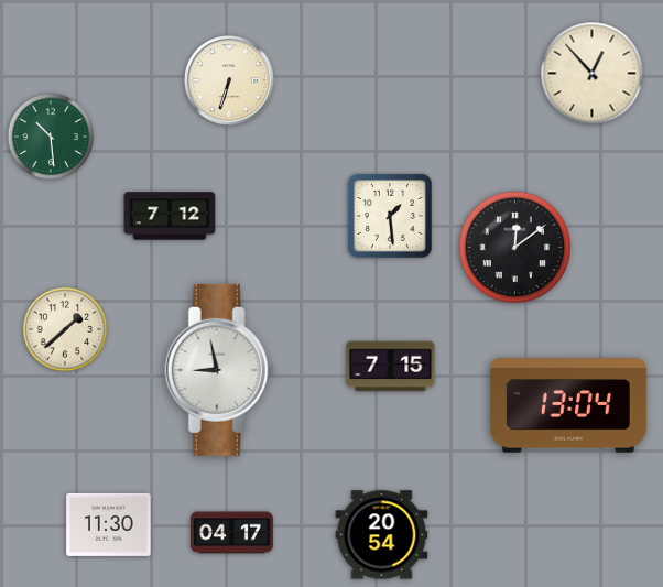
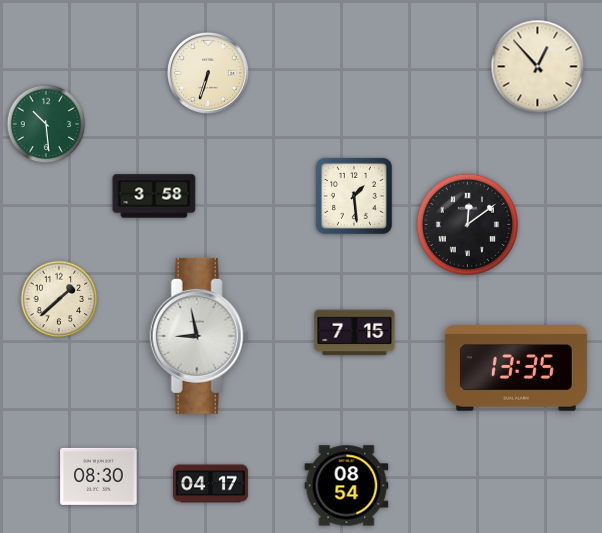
clock at (170, 216): 7:12 -> 3:58
clock at (568, 405): 13:04 -> 13:35
clock at (109, 524): 11:30 -> 08:30
clock at (382, 535): 20:54 -> 08:54
